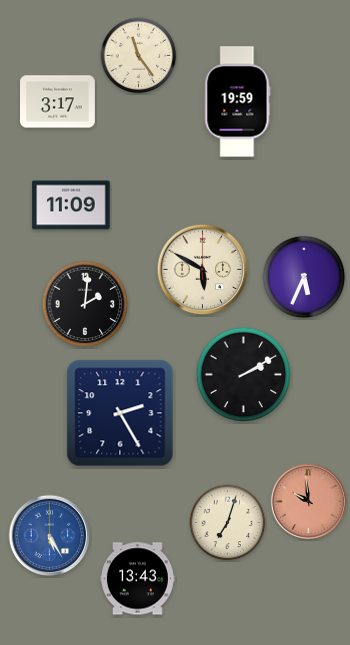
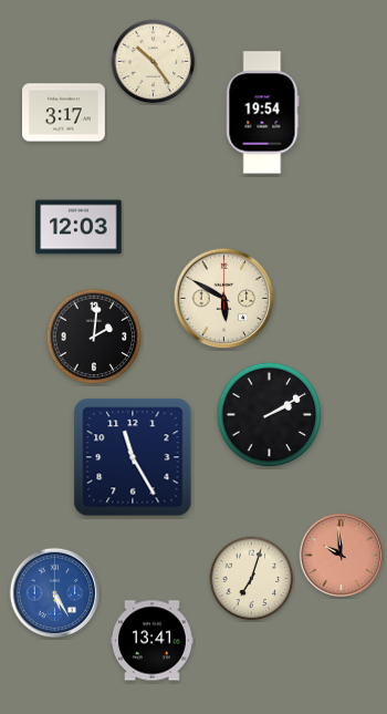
clock at (139, 56): 11:24 -> 10:24
clock at (237, 102): 19:59 -> 19:54
clock at (71, 205): 11:09 -> 12:03
clock at (304, 277): 5:34 -> none
clock at (120, 413): 2:25 -> 11:25
clock at (138, 579): 13:43 -> 13:41
